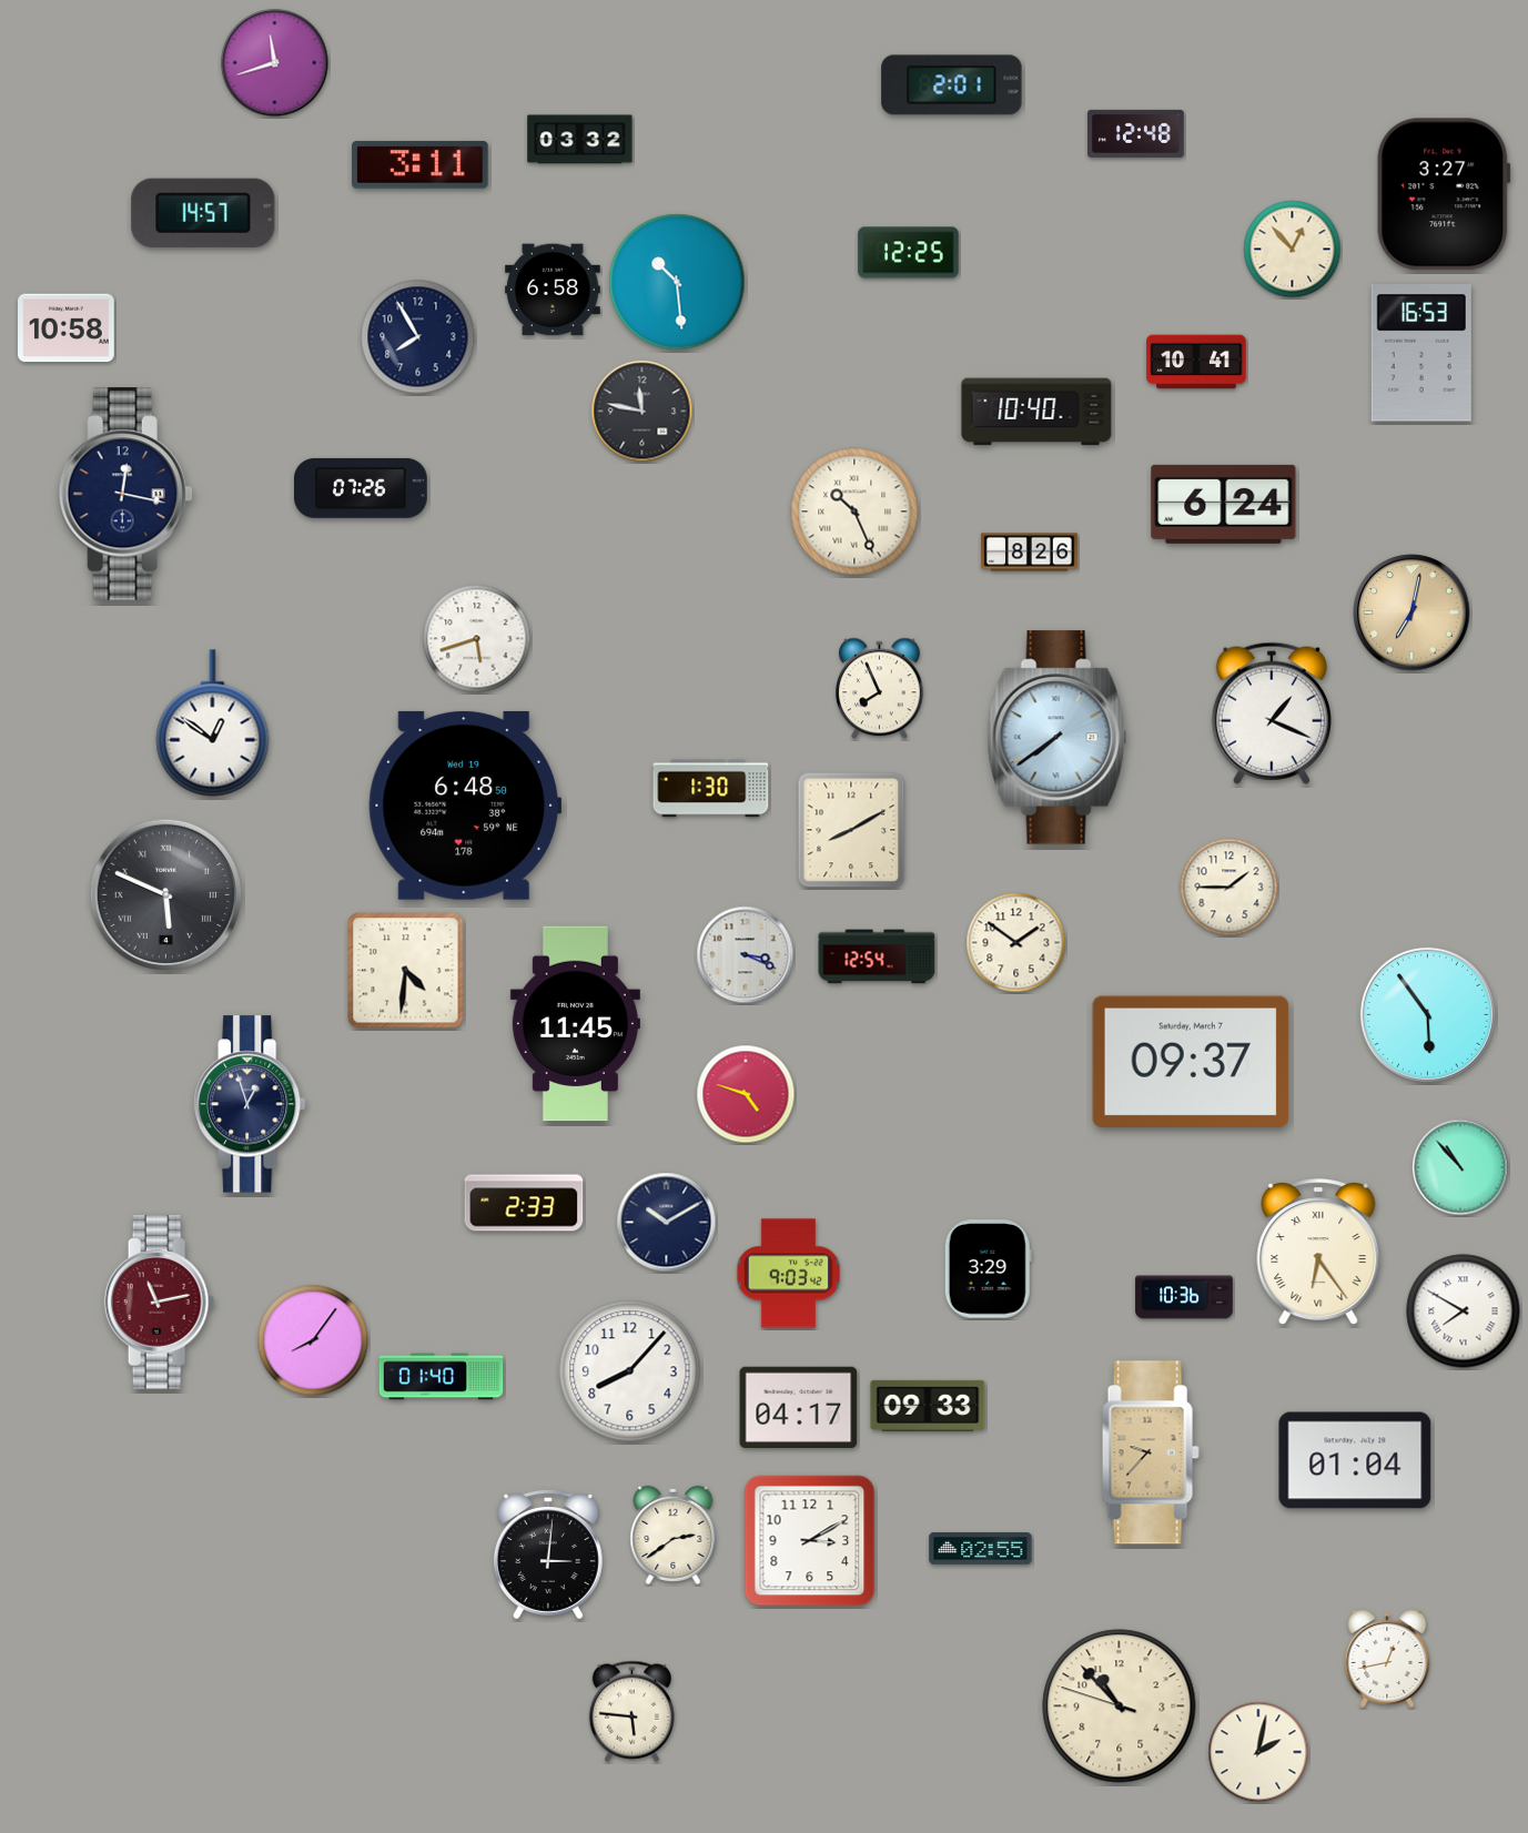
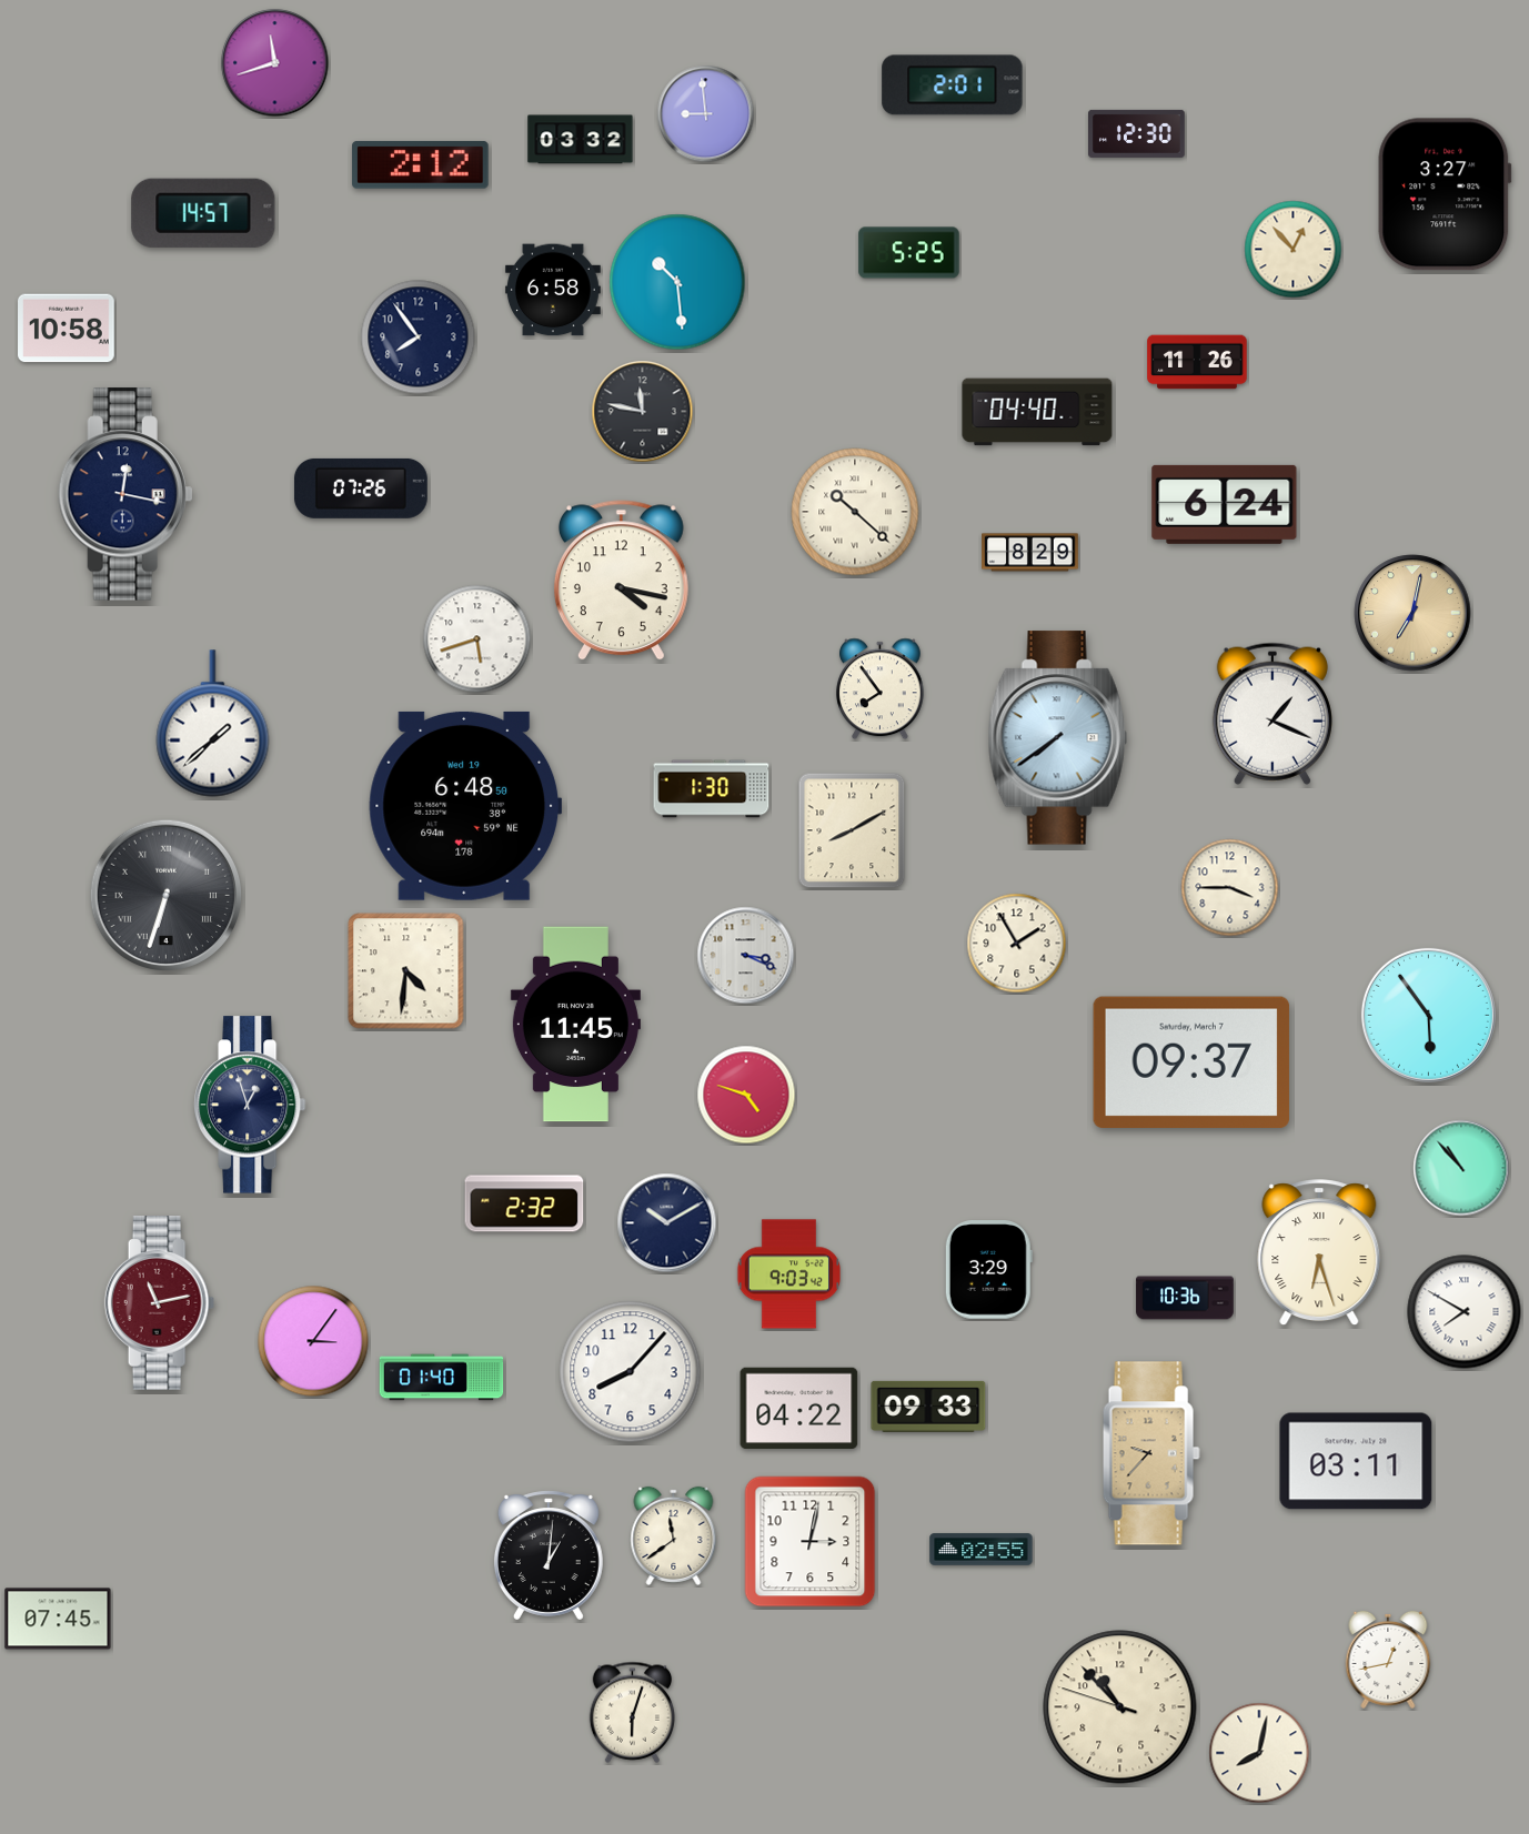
clock at (706, 114): none -> 8:59
clock at (1136, 133): 12:48 -> 12:30
clock at (421, 165): 3:11 -> 2:12
clock at (909, 253): 12:25 -> 5:25
clock at (418, 337): 7:55 -> 7:54
clock at (1421, 354): 16:53 -> none
clock at (1196, 362): 10:41 -> 11:26
clock at (1036, 412): 10:40 -> 04:40
clock at (854, 512): 10:26 -> 10:22
clock at (1030, 553): 8:26 -> 8:29
clock at (621, 581): none -> 4:17
clock at (880, 689): 7:56 -> 7:54
clock at (213, 723): 12:51 -> 1:38
clock at (1230, 888): 1:45 -> 3:45
clock at (166, 895): 5:49 -> 6:33
clock at (1016, 943): 1:51 -> 1:55
clock at (877, 956): 12:54 -> none
clock at (524, 1203): 2:33 -> 2:32
clock at (1318, 1253): 6:24 -> 6:27
clock at (313, 1340): 8:06 -> 3:06
clock at (799, 1407): 04:17 -> 04:22
clock at (1355, 1460): 01:04 -> 03:11
clock at (674, 1535): 2:39 -> 11:39
clock at (810, 1541): 3:10 -> 3:02
clock at (548, 1554): 3:01 -> 1:01
clock at (58, 1619): none -> 07:45
clock at (631, 1711): 5:46 -> 6:03
clock at (1258, 1752): 2:02 -> 8:02
